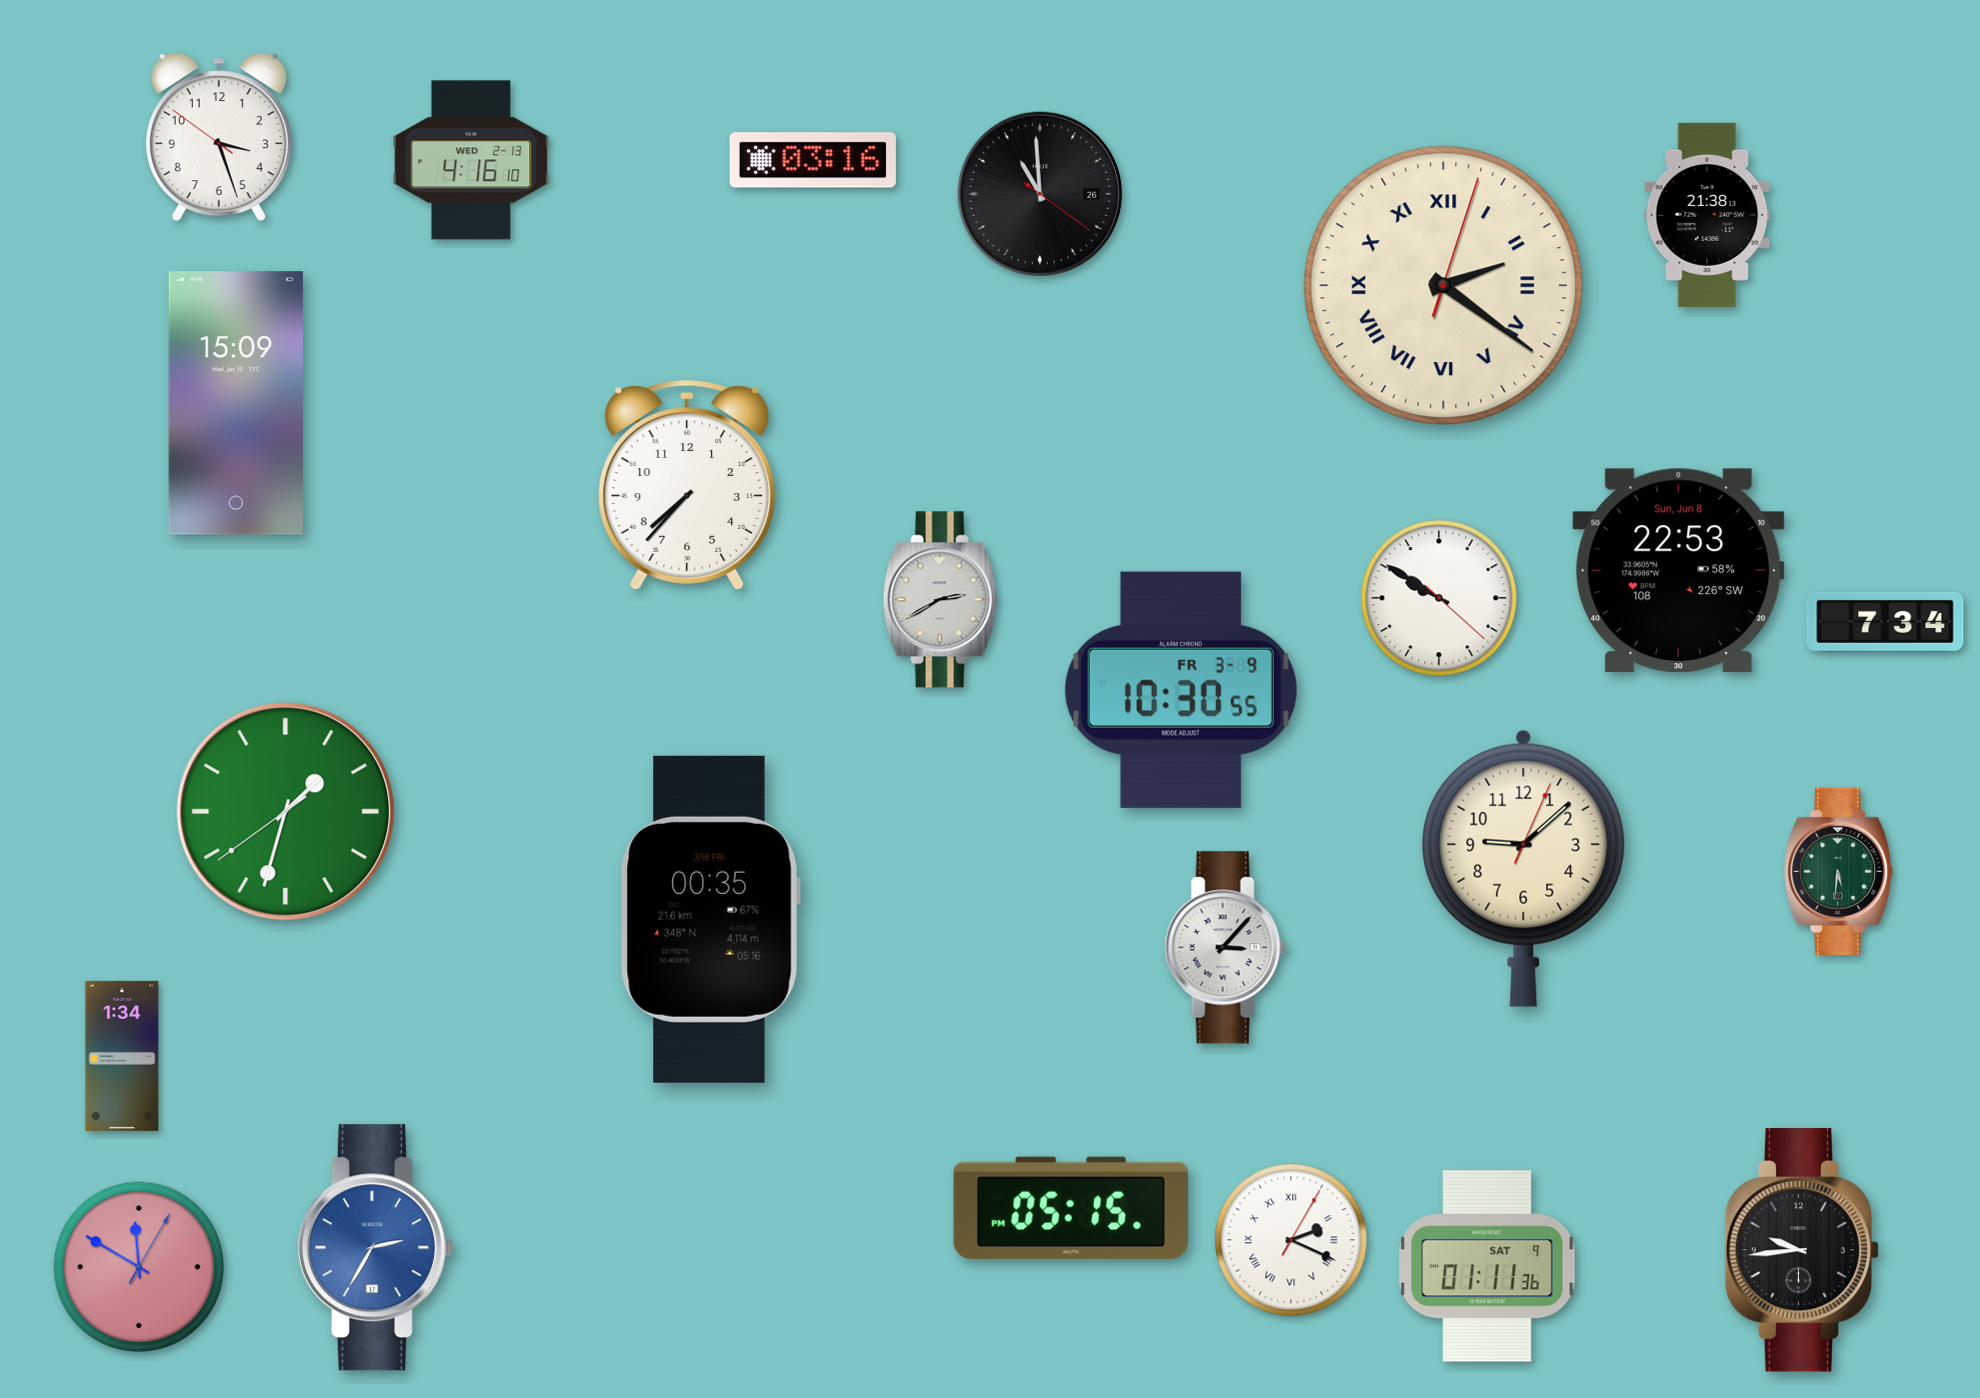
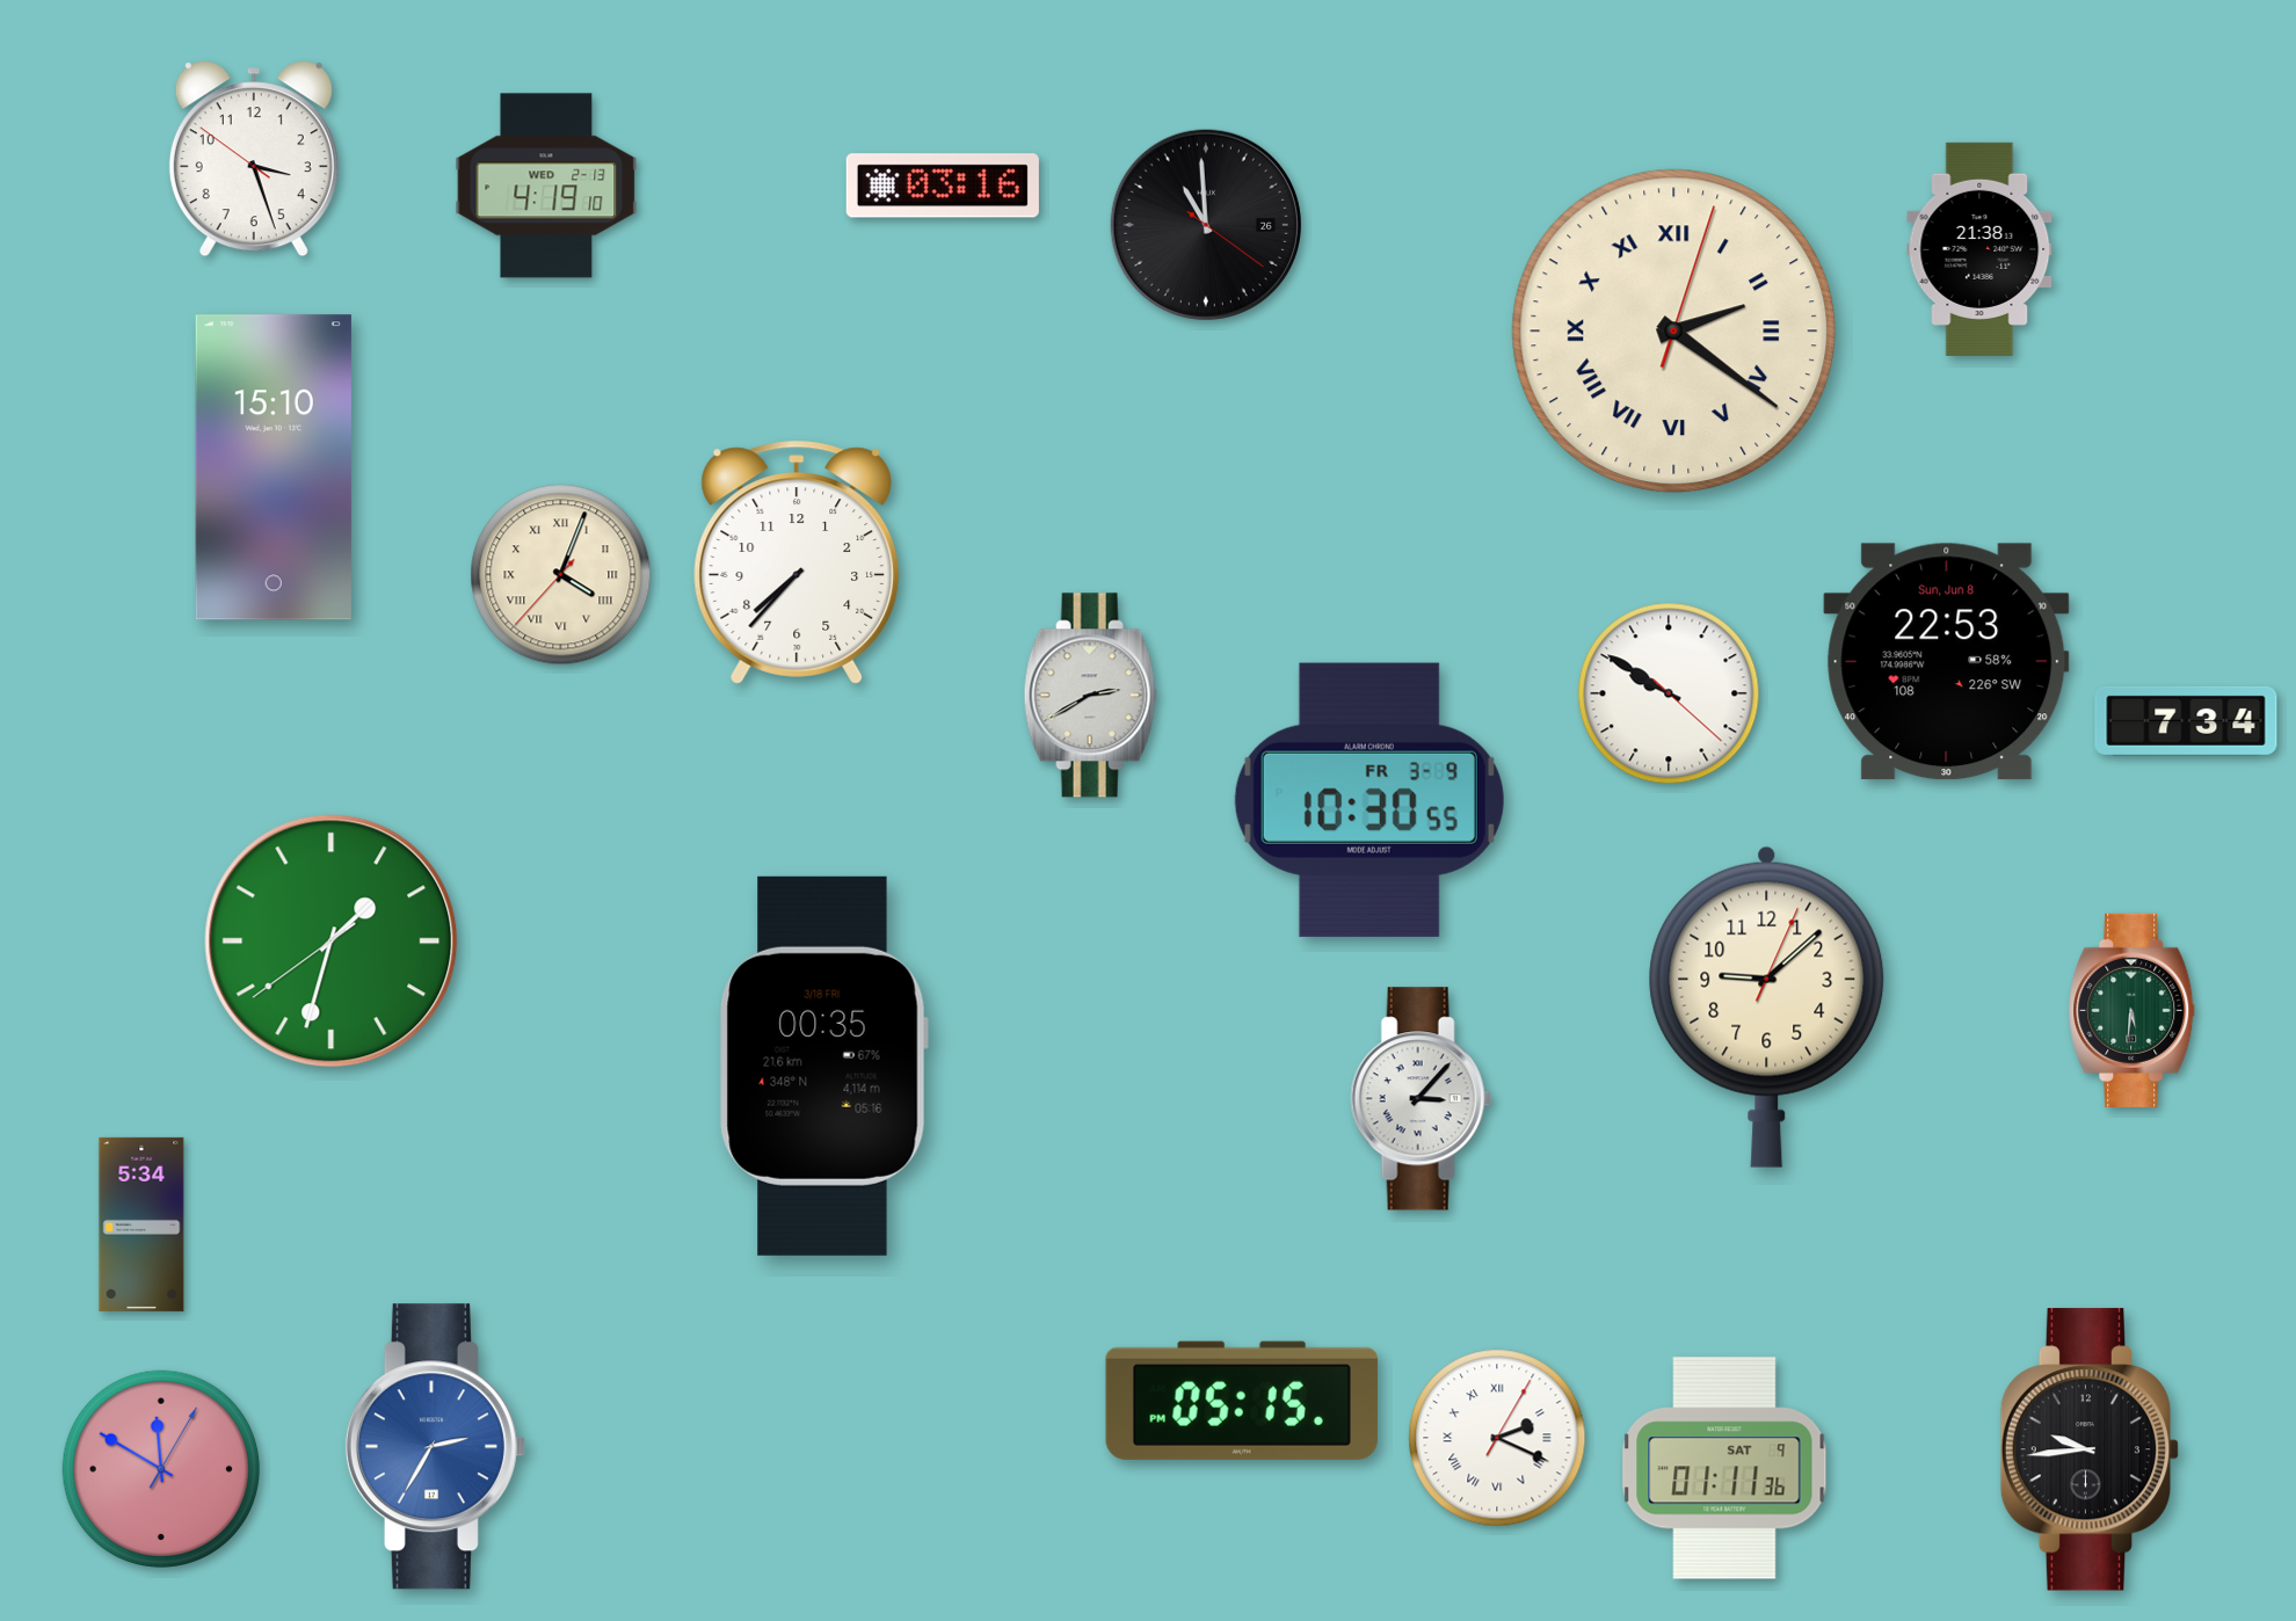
clock at (471, 160): 4:16 -> 4:19
clock at (236, 403): 15:09 -> 15:10
clock at (561, 575): none -> 4:03
clock at (122, 1056): 1:34 -> 5:34
